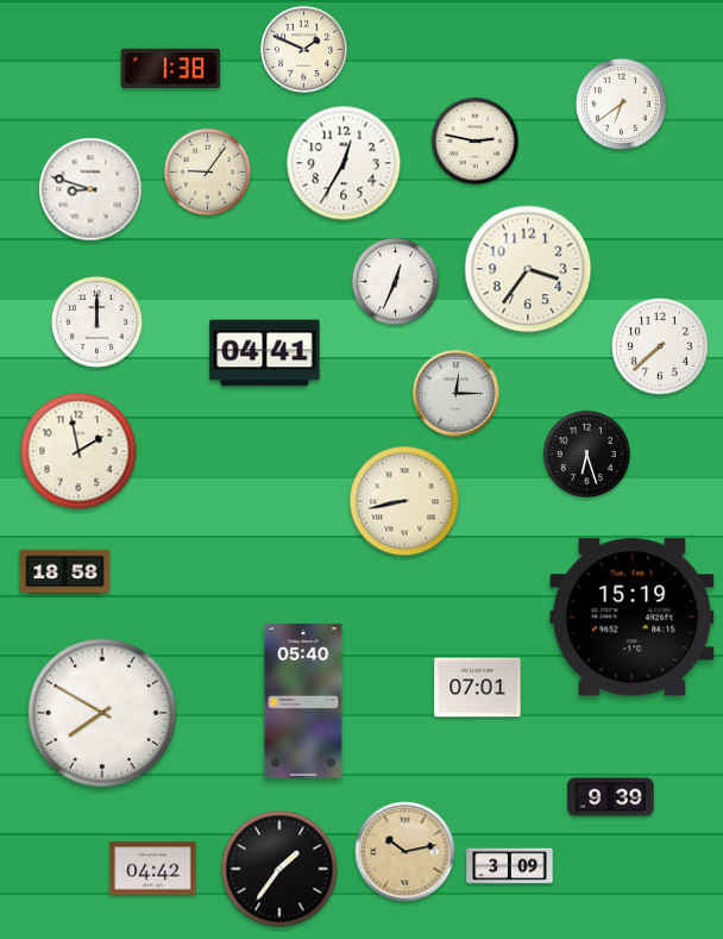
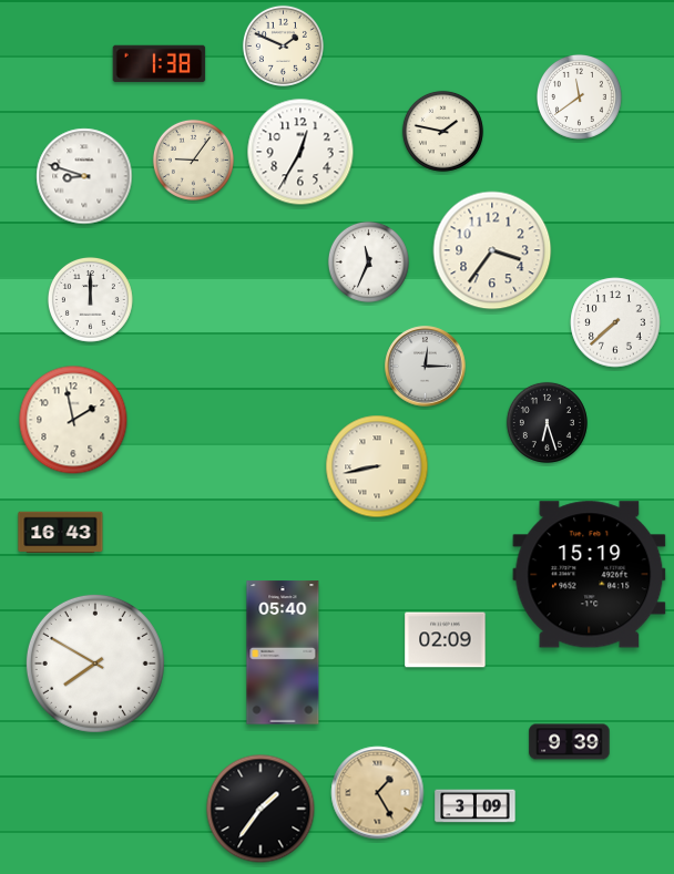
clock at (621, 104): 6:39 -> 11:39
clock at (474, 140): 2:47 -> 1:47
clock at (344, 163) position: (344, 163) -> (300, 152)
clock at (395, 281): 12:34 -> 11:34
clock at (265, 353): 04:41 -> none
clock at (65, 572): 18:58 -> 16:43
clock at (478, 688): 07:01 -> 02:09
clock at (405, 852): 10:13 -> 1:25
clock at (153, 869): 04:42 -> none
